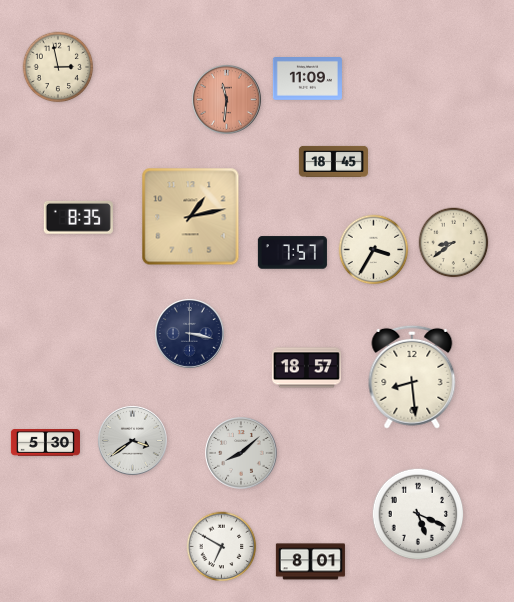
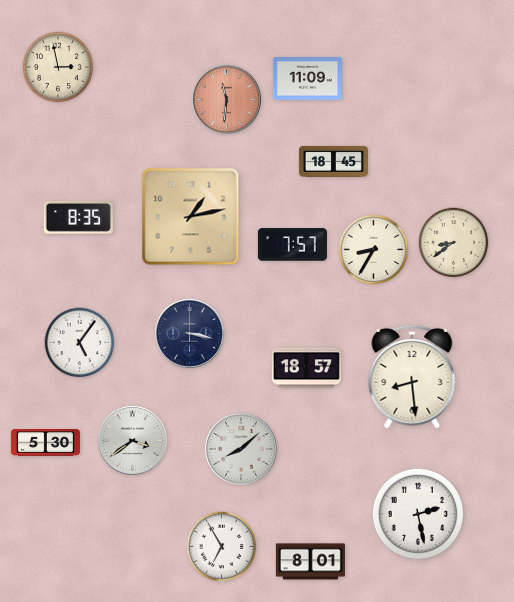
clock at (374, 250): 3:35 -> 8:35
clock at (292, 253) position: (292, 253) -> (292, 245)
clock at (80, 343): none -> 5:06
clock at (241, 453) position: (241, 453) -> (241, 449)
clock at (418, 514): 5:19 -> 2:28
clock at (222, 547): 6:50 -> 6:55
